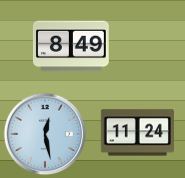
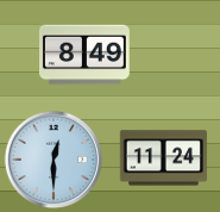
clock at (45, 134): 12:28 -> 12:30
